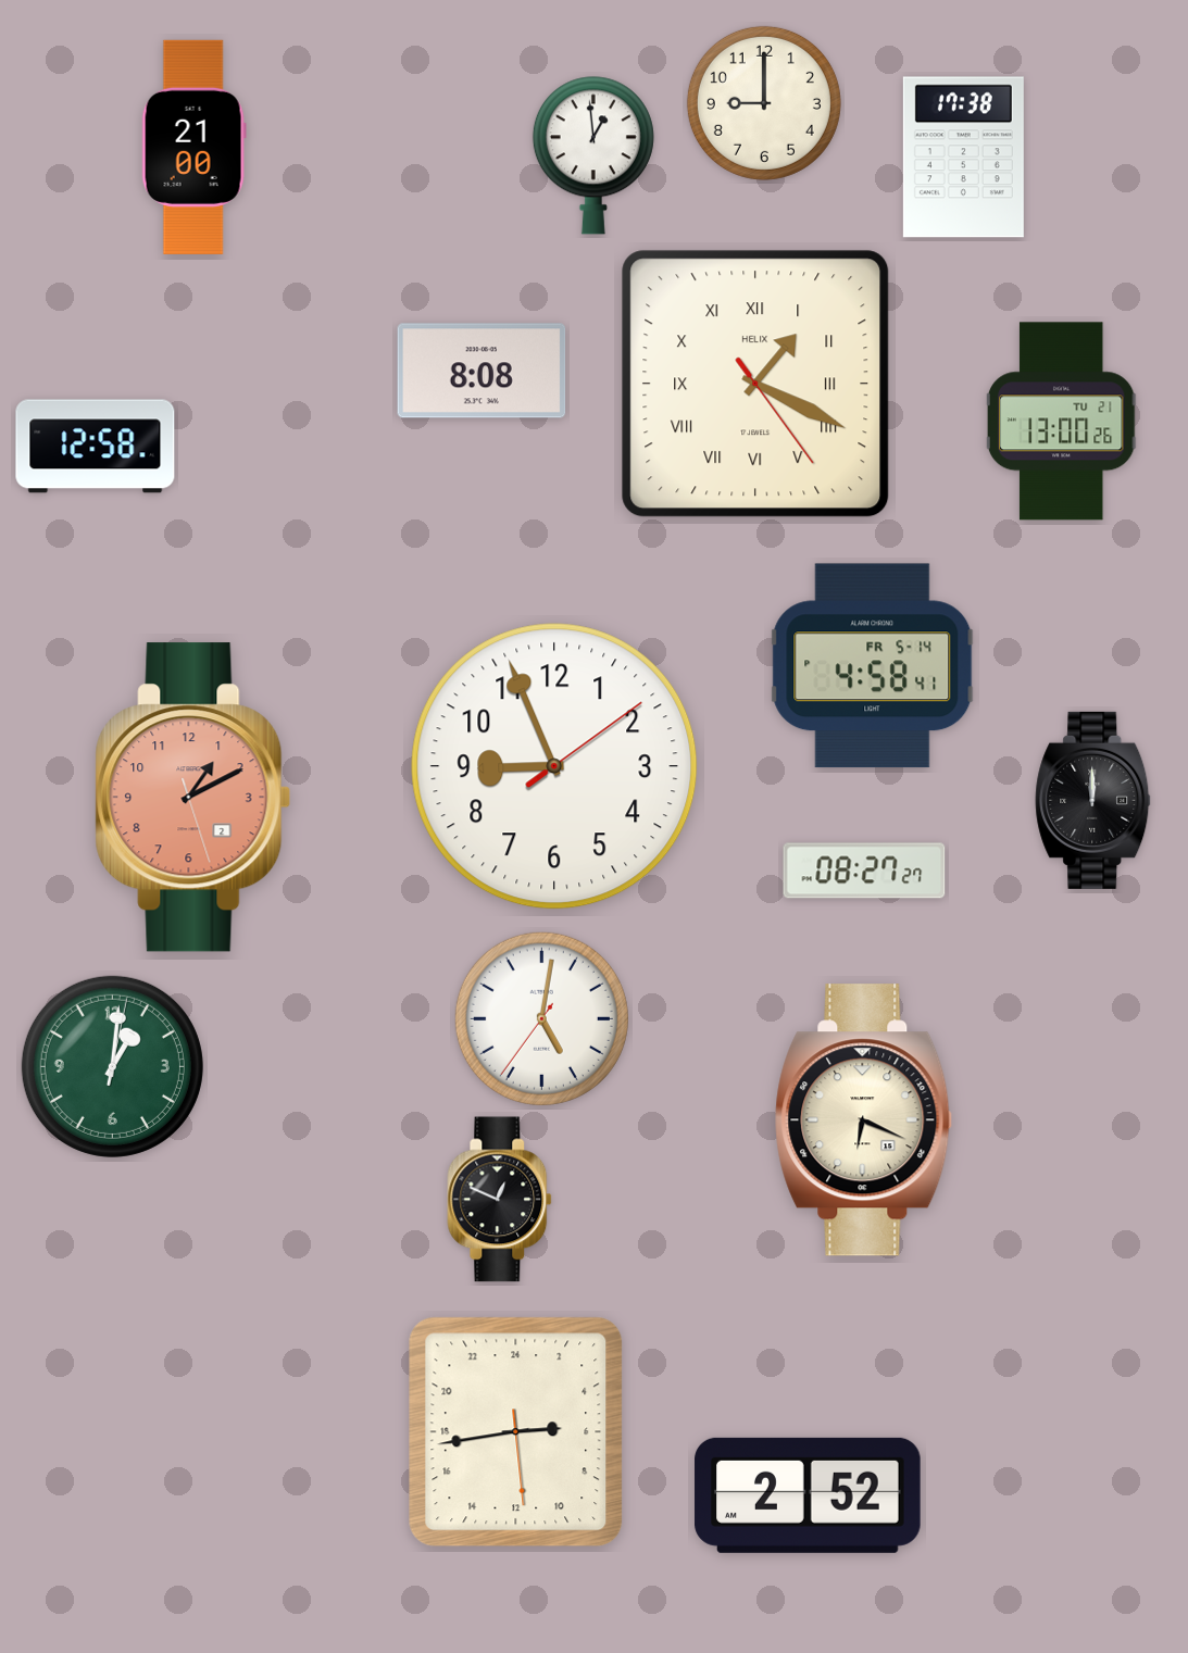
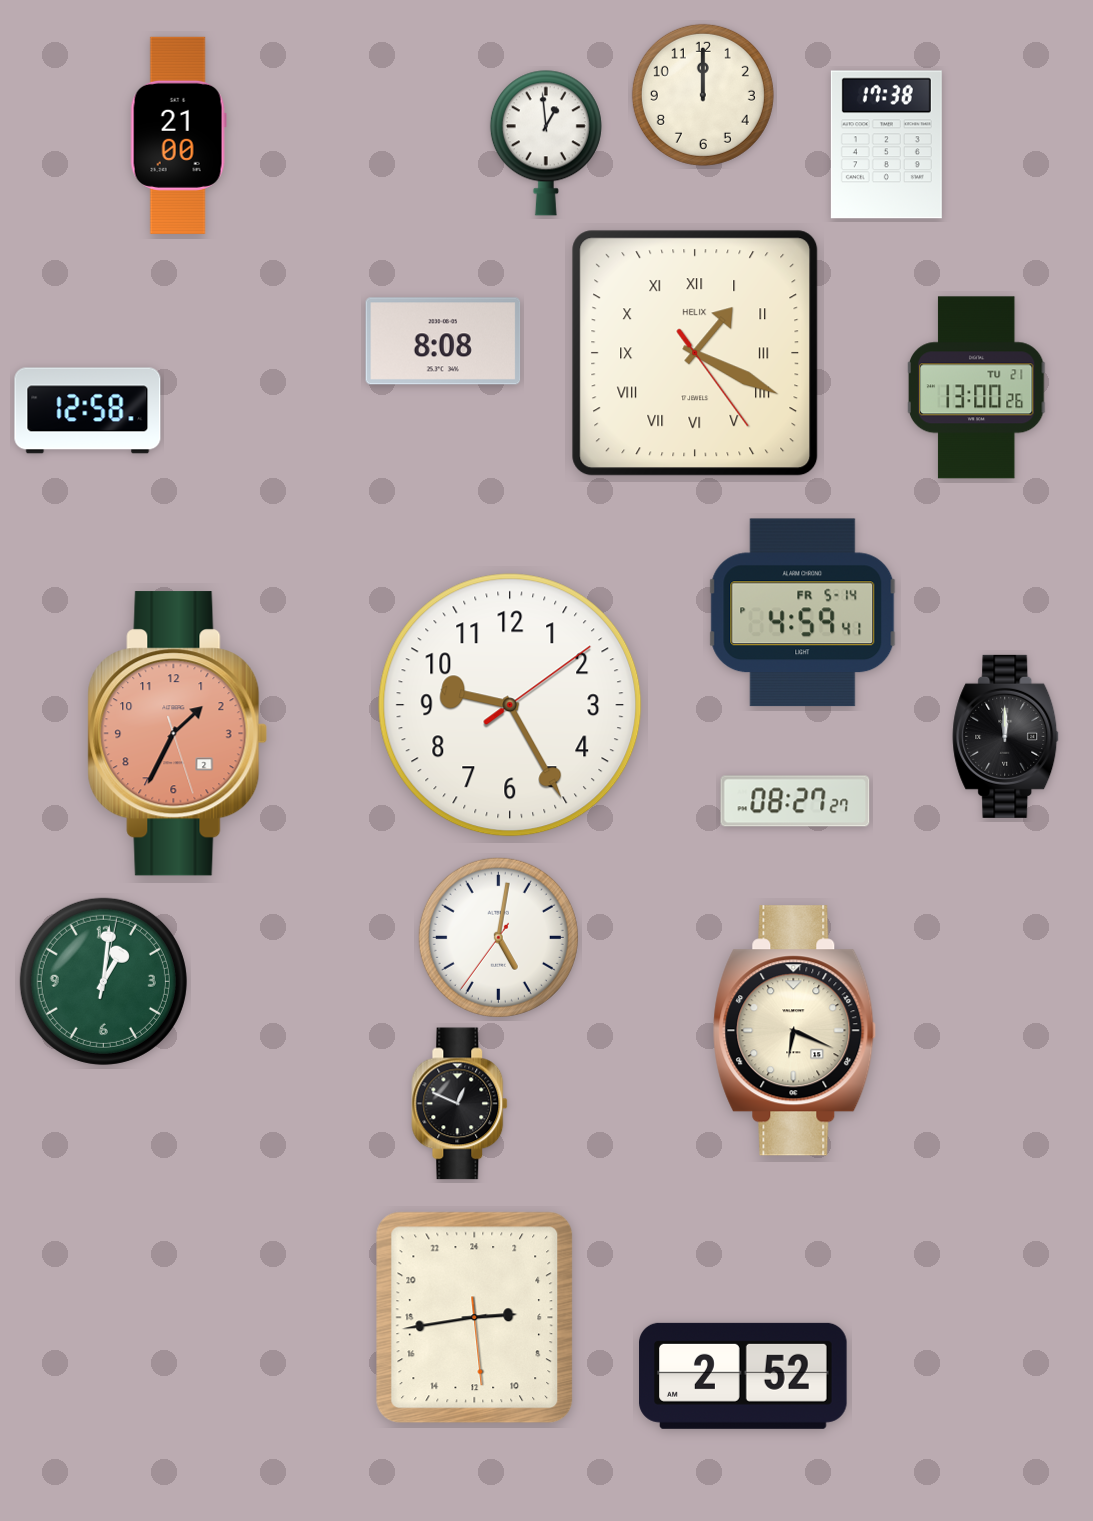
clock at (764, 103): 9:00 -> 12:00
clock at (873, 666): 4:58 -> 4:59
clock at (554, 766): 8:56 -> 9:25
clock at (193, 798): 1:10 -> 1:34
